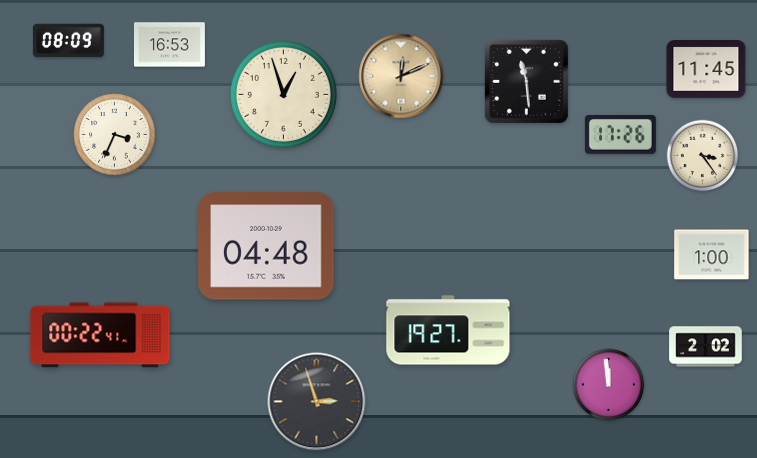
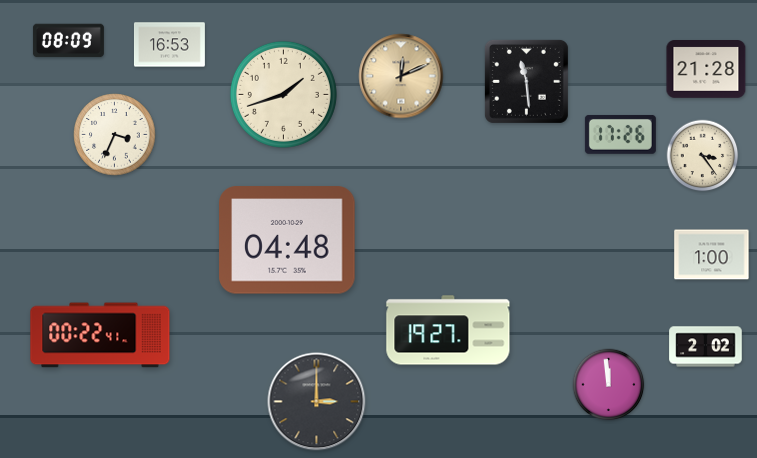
clock at (706, 69): 11:45 -> 21:28
clock at (283, 94): 12:57 -> 1:42
clock at (266, 246) position: (266, 246) -> (287, 240)
clock at (317, 402): 2:57 -> 3:00
